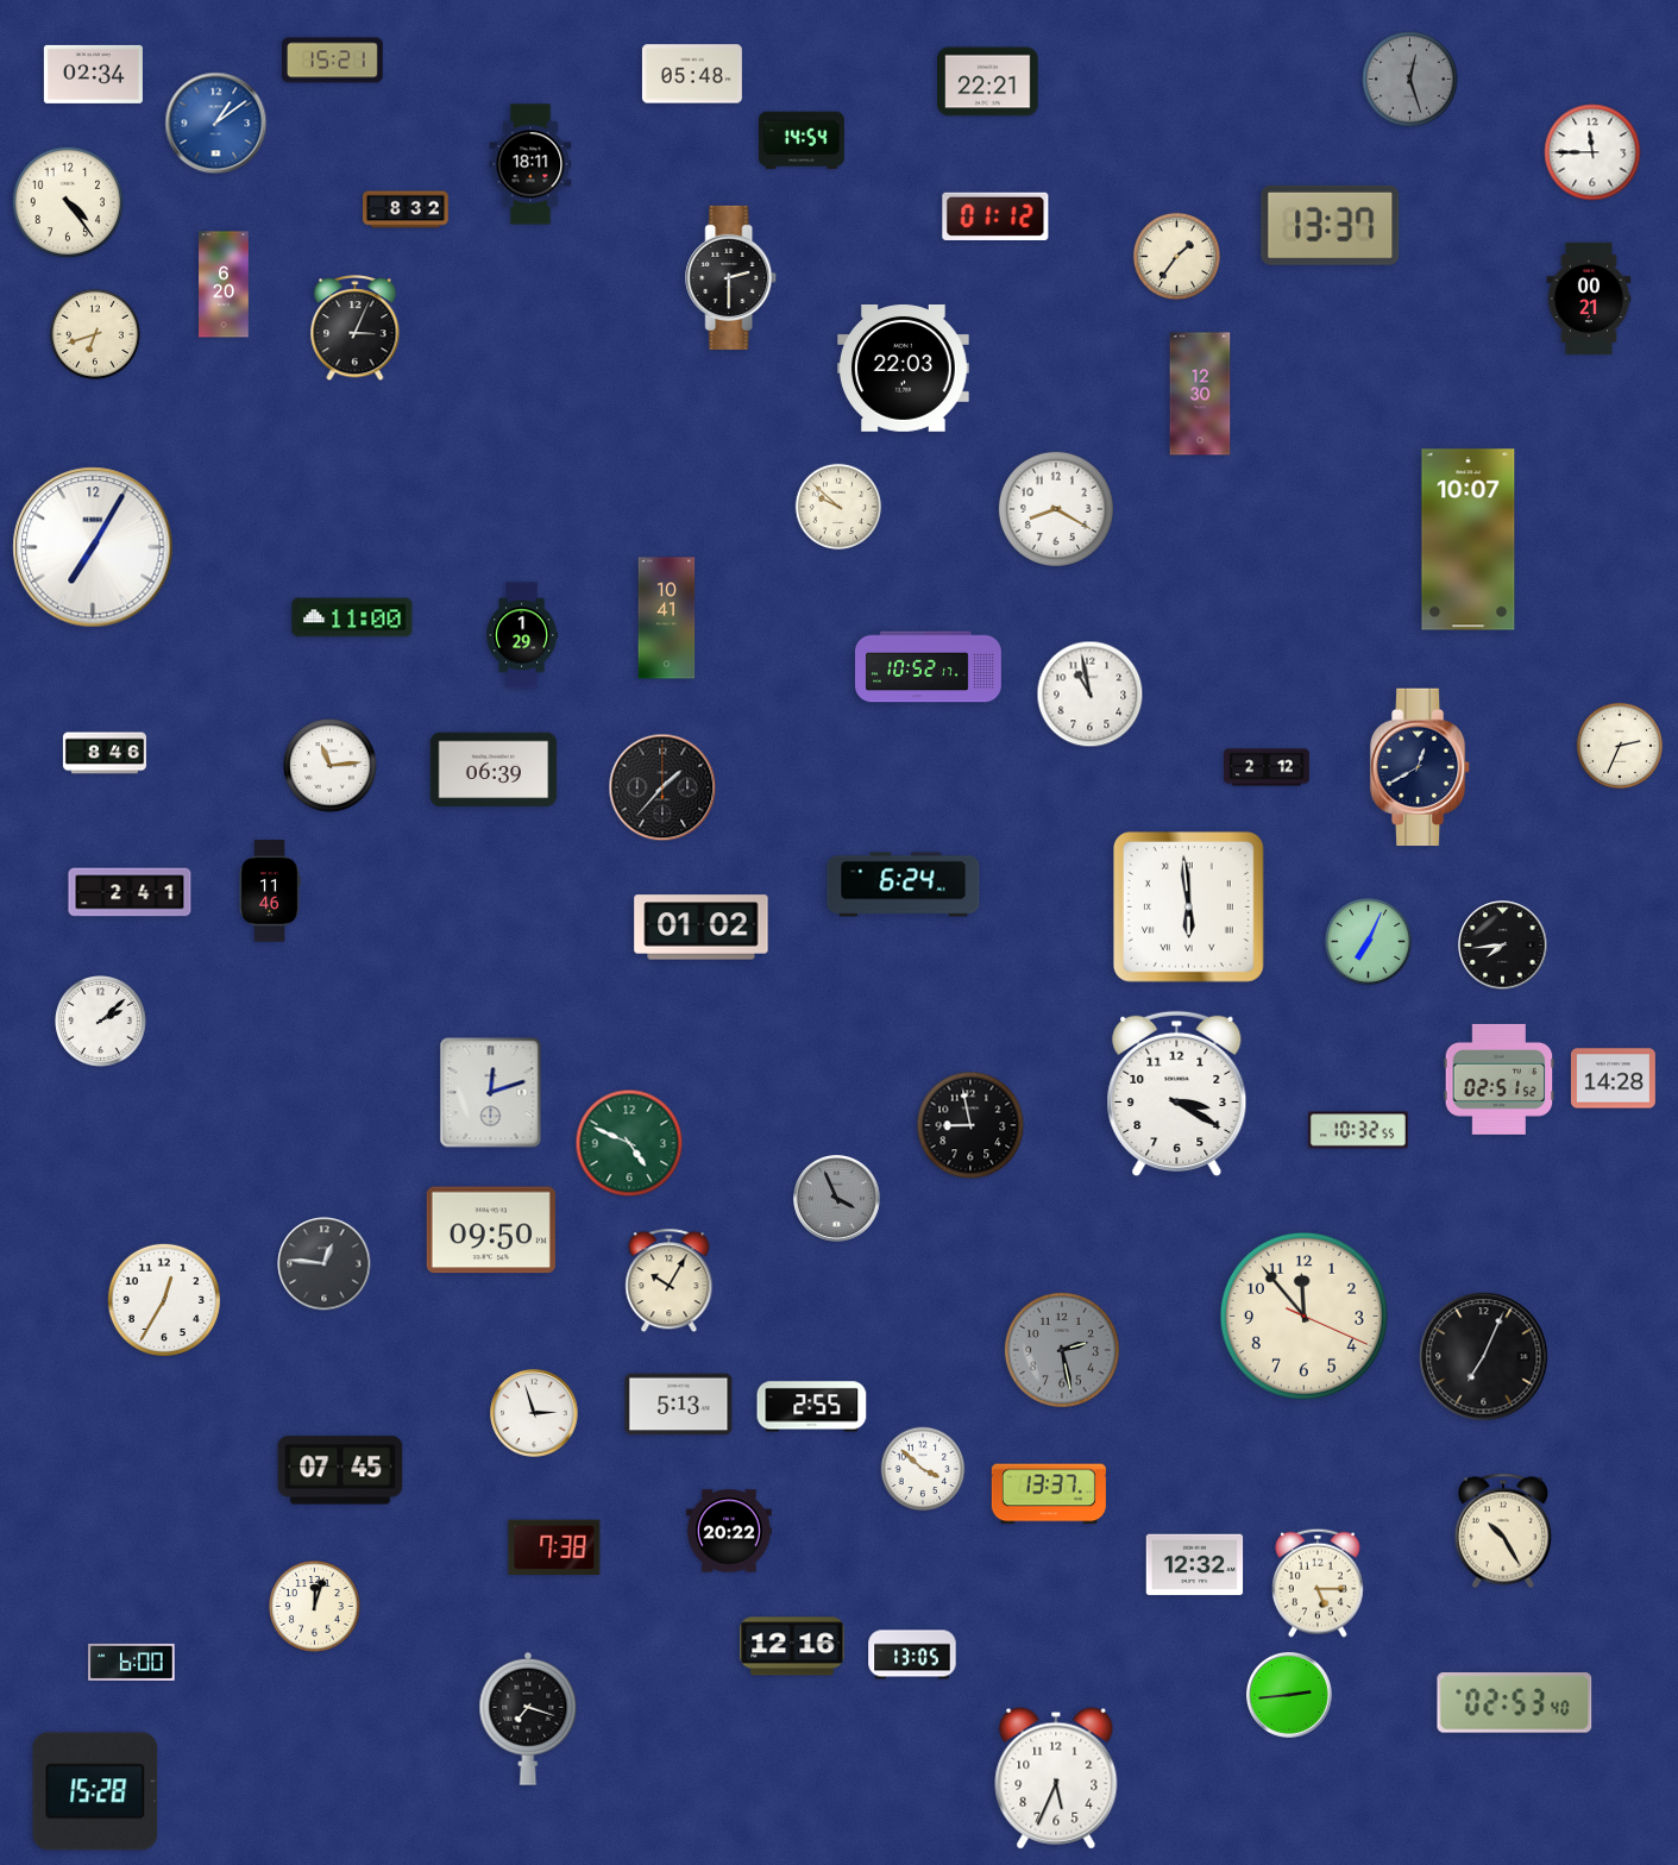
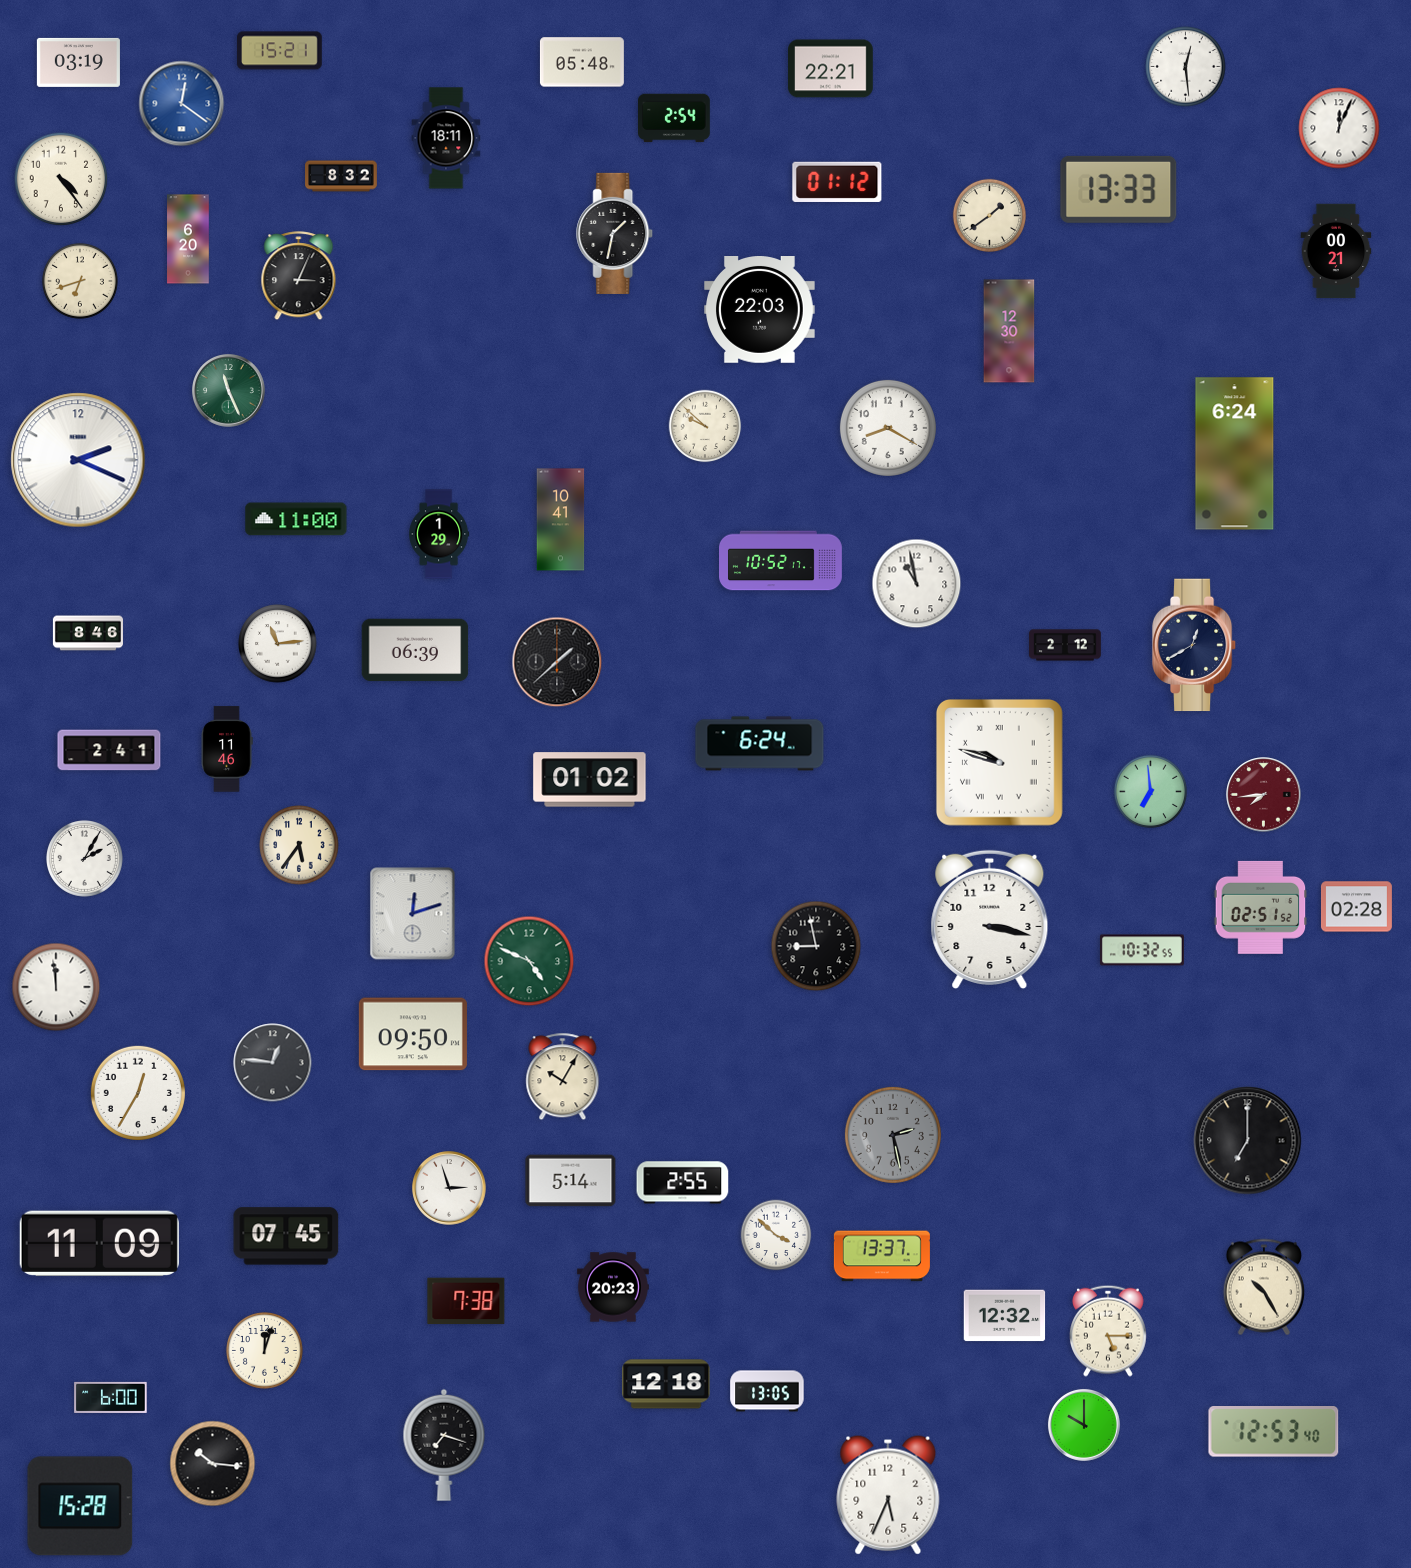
clock at (93, 74): 02:34 -> 03:19
clock at (1410, 80): 12:27 -> 12:29
clock at (1410, 80) dial: grey -> white
clock at (216, 124): 1:09 -> 12:21
clock at (803, 140): 14:54 -> 2:54
clock at (1592, 152): 11:45 -> 12:04
clock at (68, 202) position: (68, 202) -> (61, 179)
clock at (1331, 225): 13:37 -> 13:33
clock at (1176, 256): 1:36 -> 1:39
clock at (731, 277): 2:30 -> 1:32
clock at (229, 391): none -> 11:26
clock at (1469, 540): 10:07 -> 6:24
clock at (93, 547): 7:05 -> 2:19
clock at (1620, 746): 2:34 -> none
clock at (494, 770) position: (494, 770) -> (415, 650)
clock at (662, 787): 1:37 -> 1:38
clock at (1188, 906): 5:59 -> 9:48
clock at (1368, 941): 7:04 -> 6:59
clock at (1503, 946) dial: black -> burgundy
clock at (299, 845): none -> 5:36
clock at (101, 1022): 2:08 -> 2:05
clock at (1613, 1079): 14:28 -> 02:28
clock at (491, 1093) position: (491, 1093) -> (413, 914)
clock at (1177, 1093): 3:20 -> 3:17
clock at (56, 987): none -> 11:59
clock at (837, 1199): 3:56 -> none
clock at (1303, 1315): 11:53 -> none
clock at (1484, 1357): 7:04 -> 7:00
clock at (679, 1405): 5:13 -> 5:14
clock at (99, 1243): none -> 11:09
clock at (729, 1531): 20:22 -> 20:23
clock at (792, 1646): 12:16 -> 12:18
clock at (1289, 1695): 2:44 -> 10:00
clock at (1515, 1703): 02:53 -> 12:53
clock at (213, 1464): none -> 10:16
